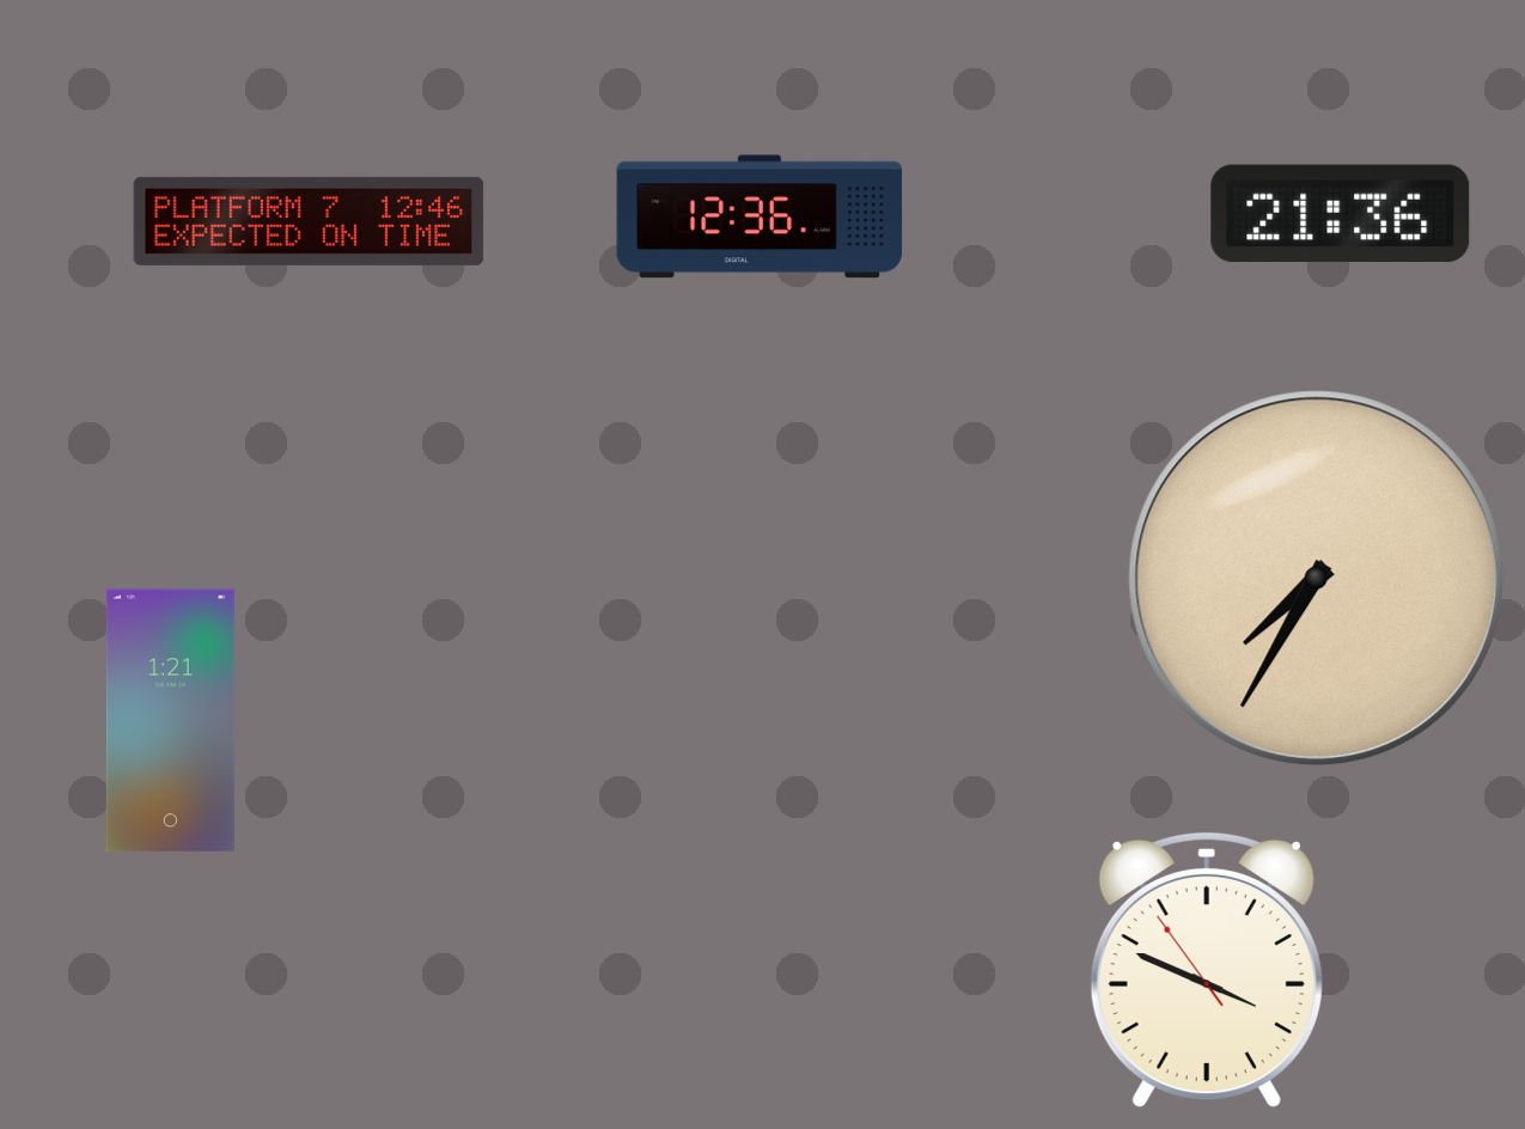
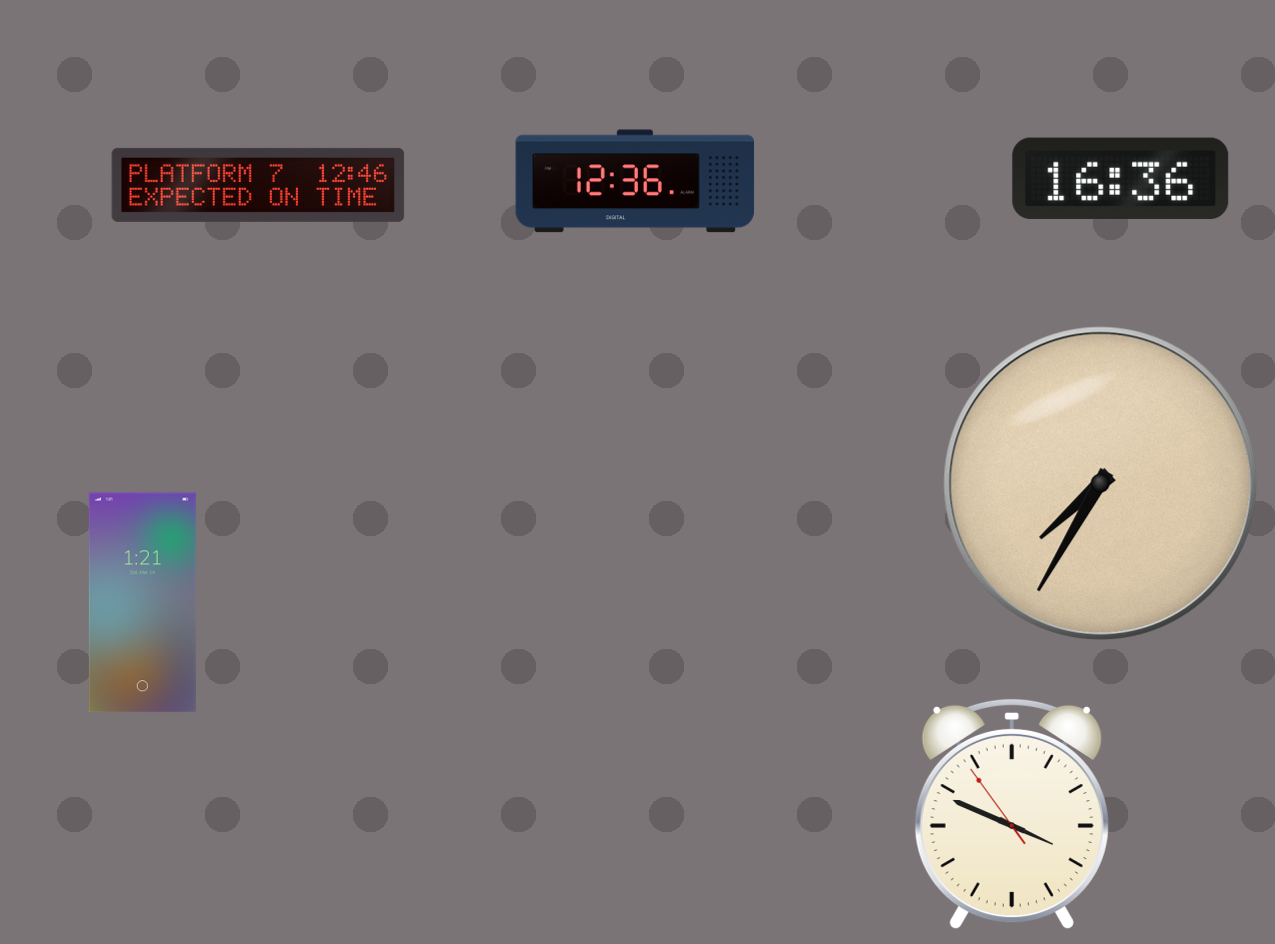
clock at (1341, 213): 21:36 -> 16:36
clock at (1207, 970) position: (1207, 970) -> (1012, 814)
